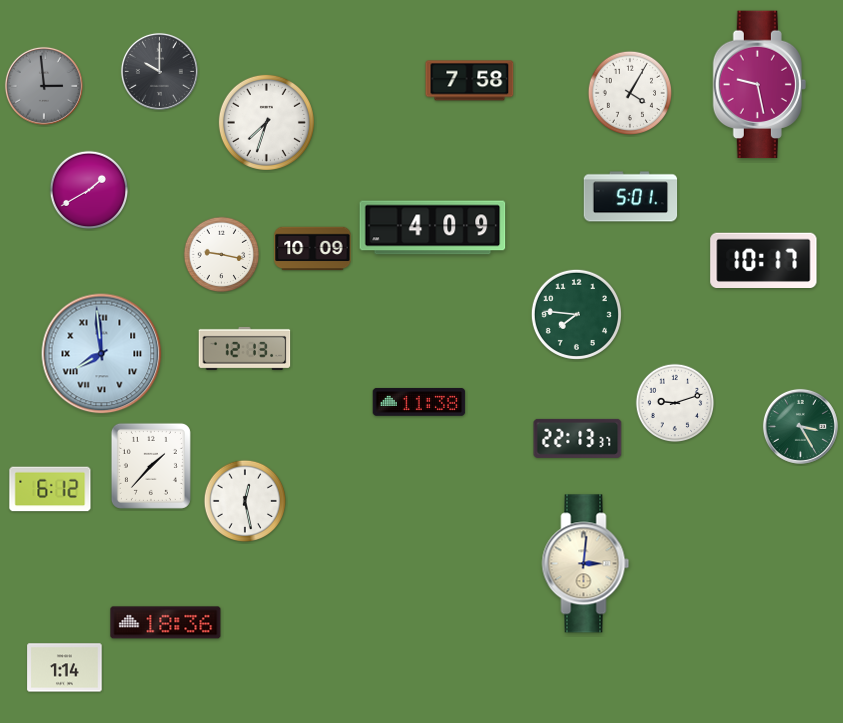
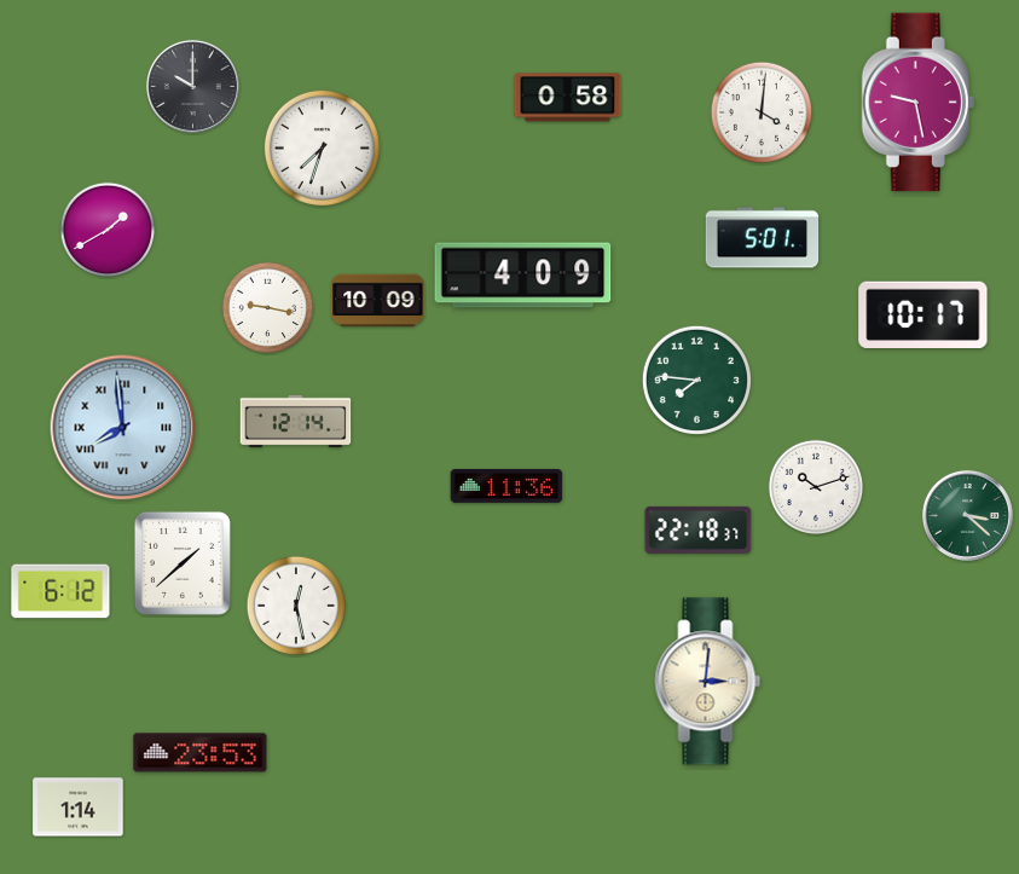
clock at (470, 81): 7:58 -> 0:58
clock at (44, 86): 2:59 -> none
clock at (629, 92): 4:05 -> 4:01
clock at (245, 348): 12:13 -> 12:14
clock at (419, 402): 11:38 -> 11:36
clock at (675, 403): 9:12 -> 10:12
clock at (800, 426): 3:25 -> 3:22
clock at (578, 438): 22:13 -> 22:18
clock at (151, 466): 1:37 -> 1:38
clock at (166, 623): 18:36 -> 23:53
